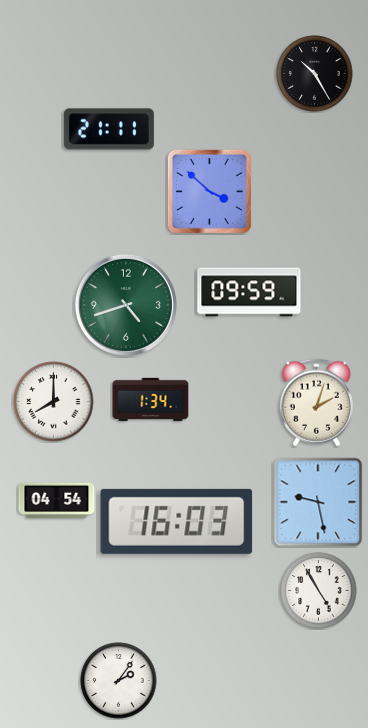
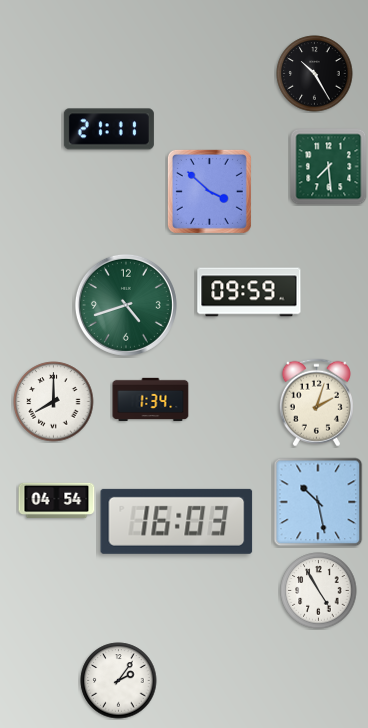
clock at (329, 167): none -> 7:29
clock at (318, 502): 9:28 -> 10:28
